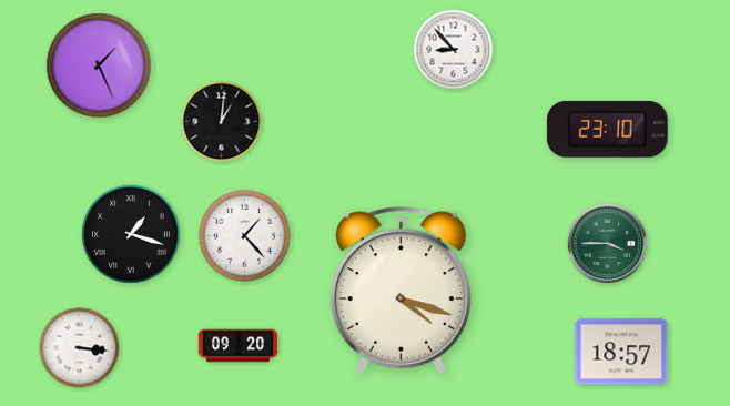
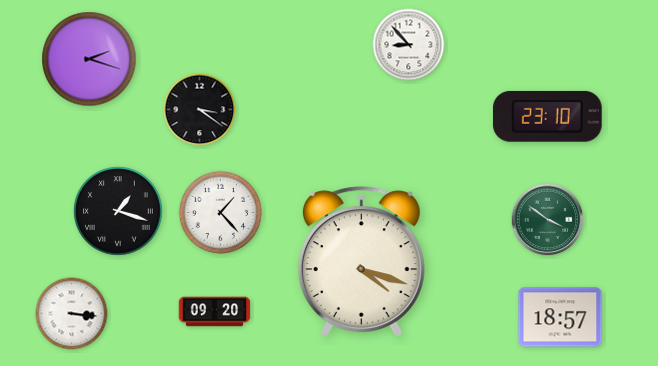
clock at (99, 65): 1:26 -> 2:18
clock at (222, 122): 1:01 -> 3:21
clock at (608, 244): 3:45 -> 3:51
